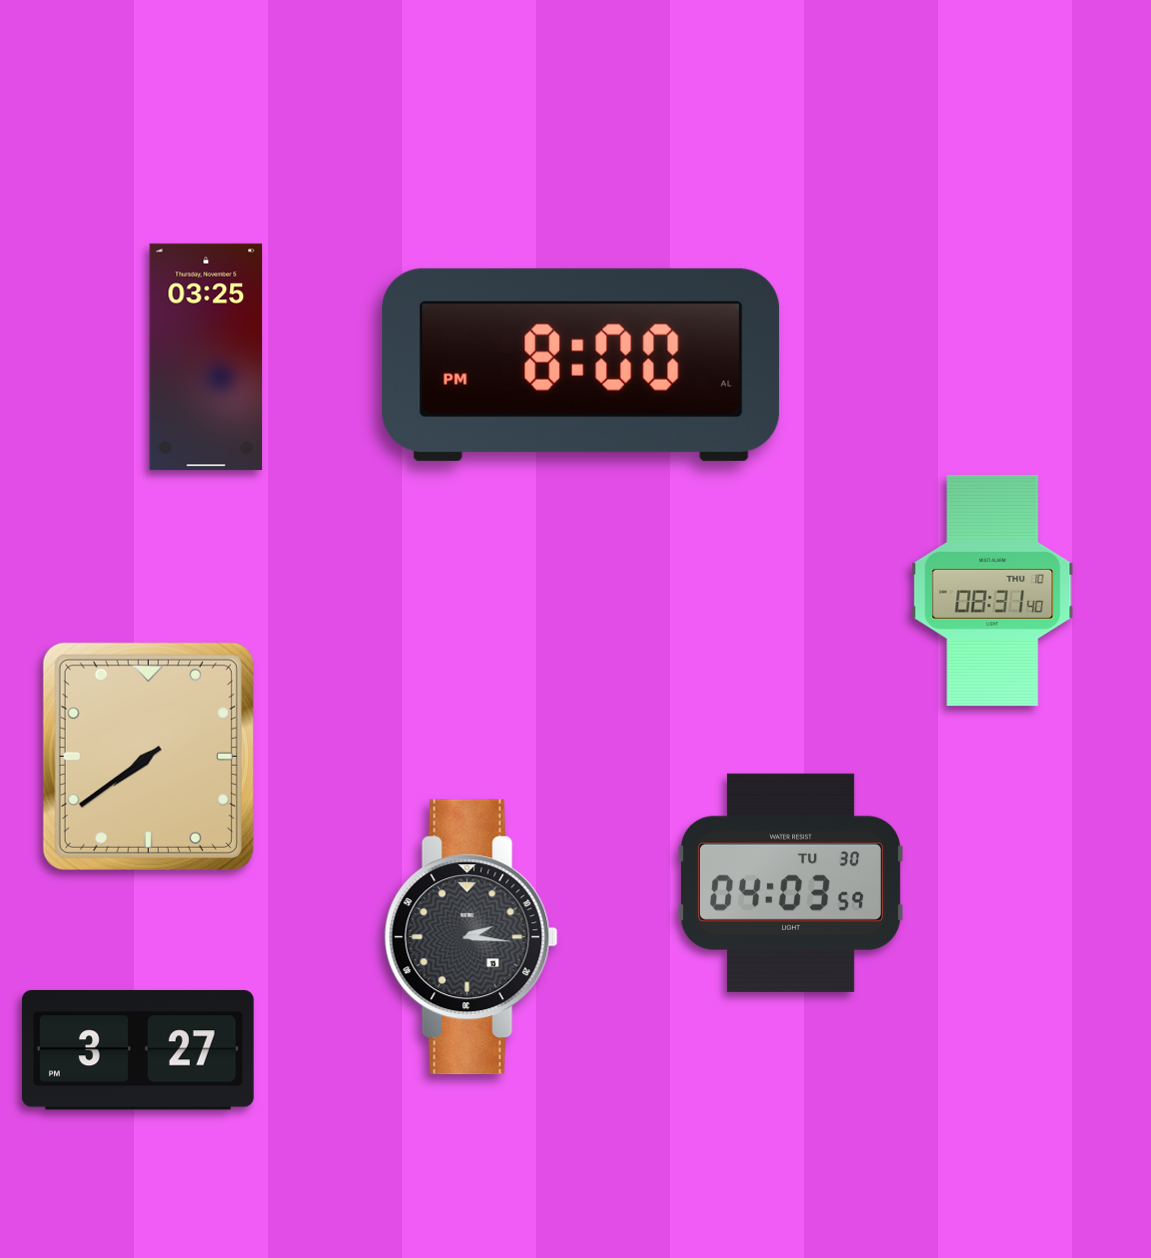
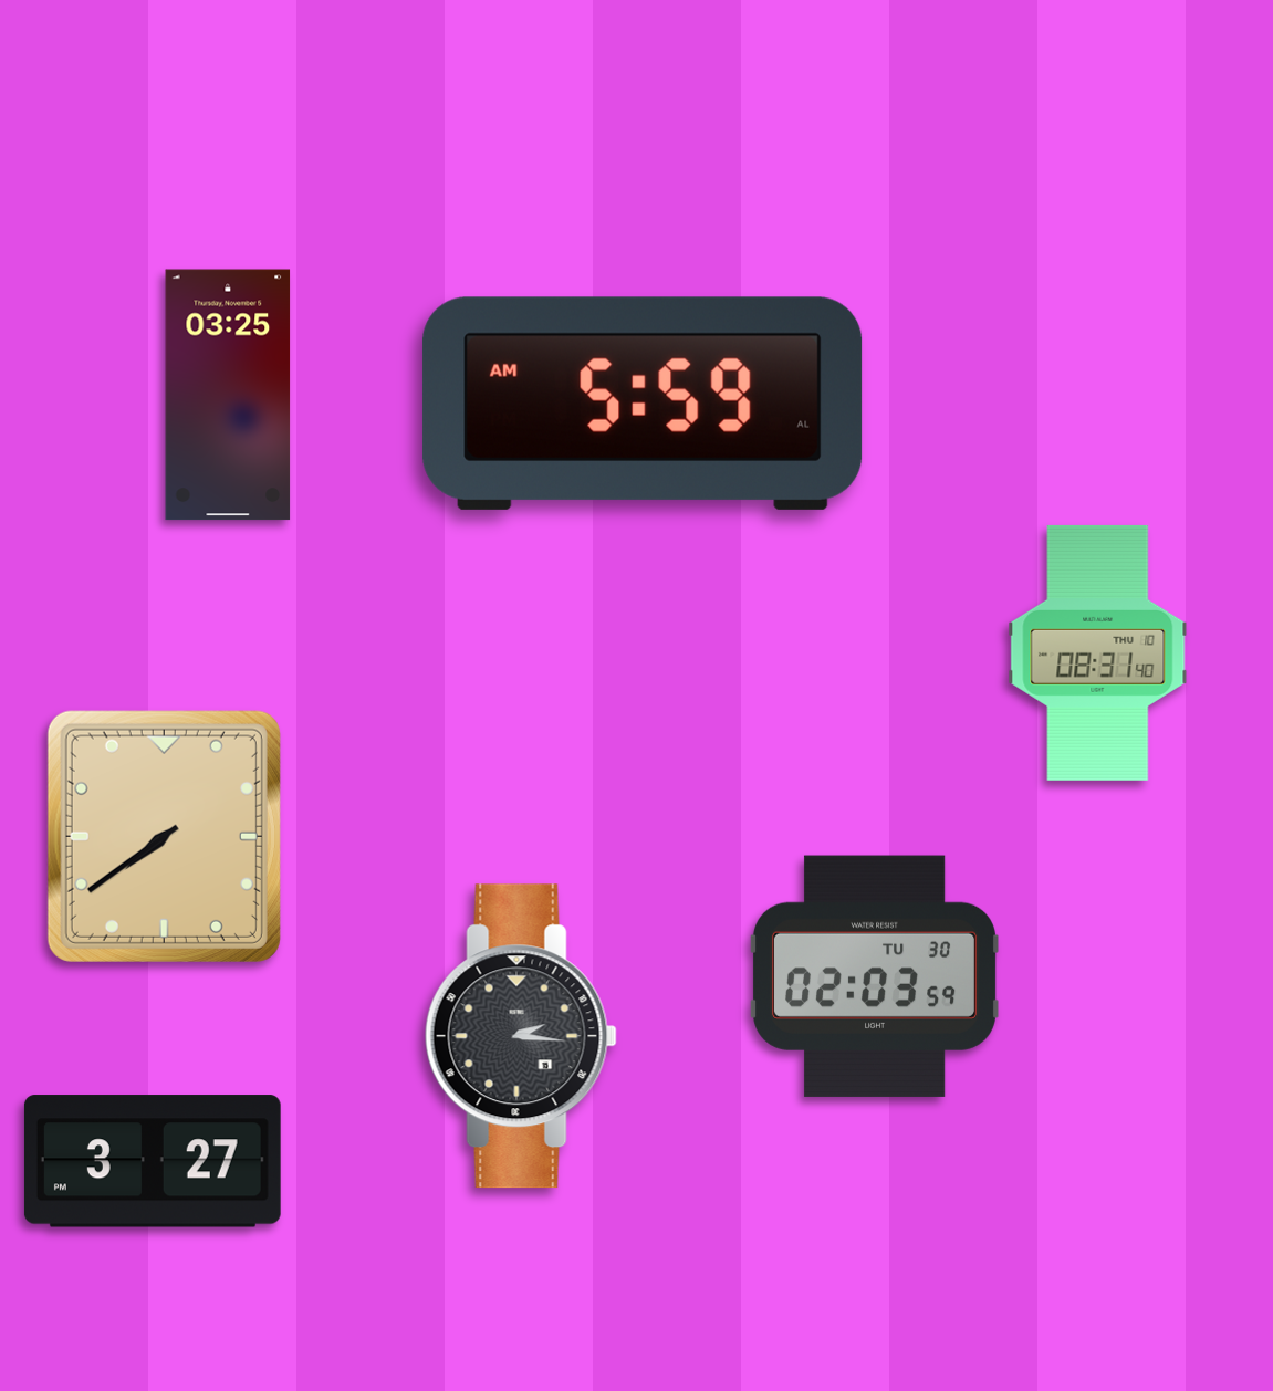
clock at (581, 365): 8:00 -> 5:59
clock at (790, 883): 04:03 -> 02:03
